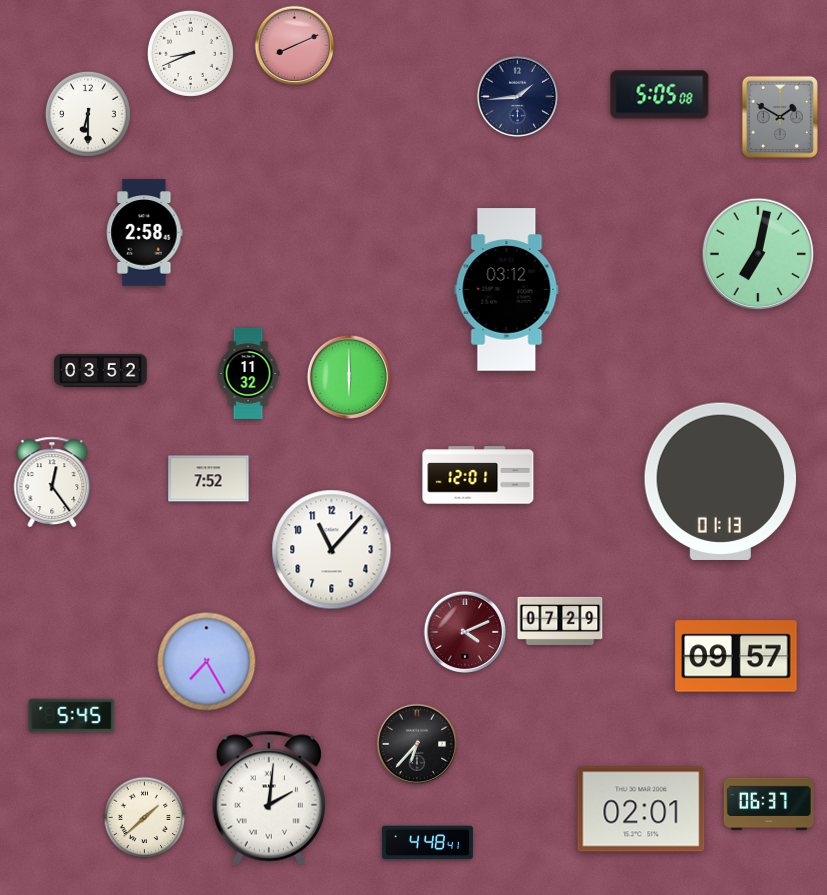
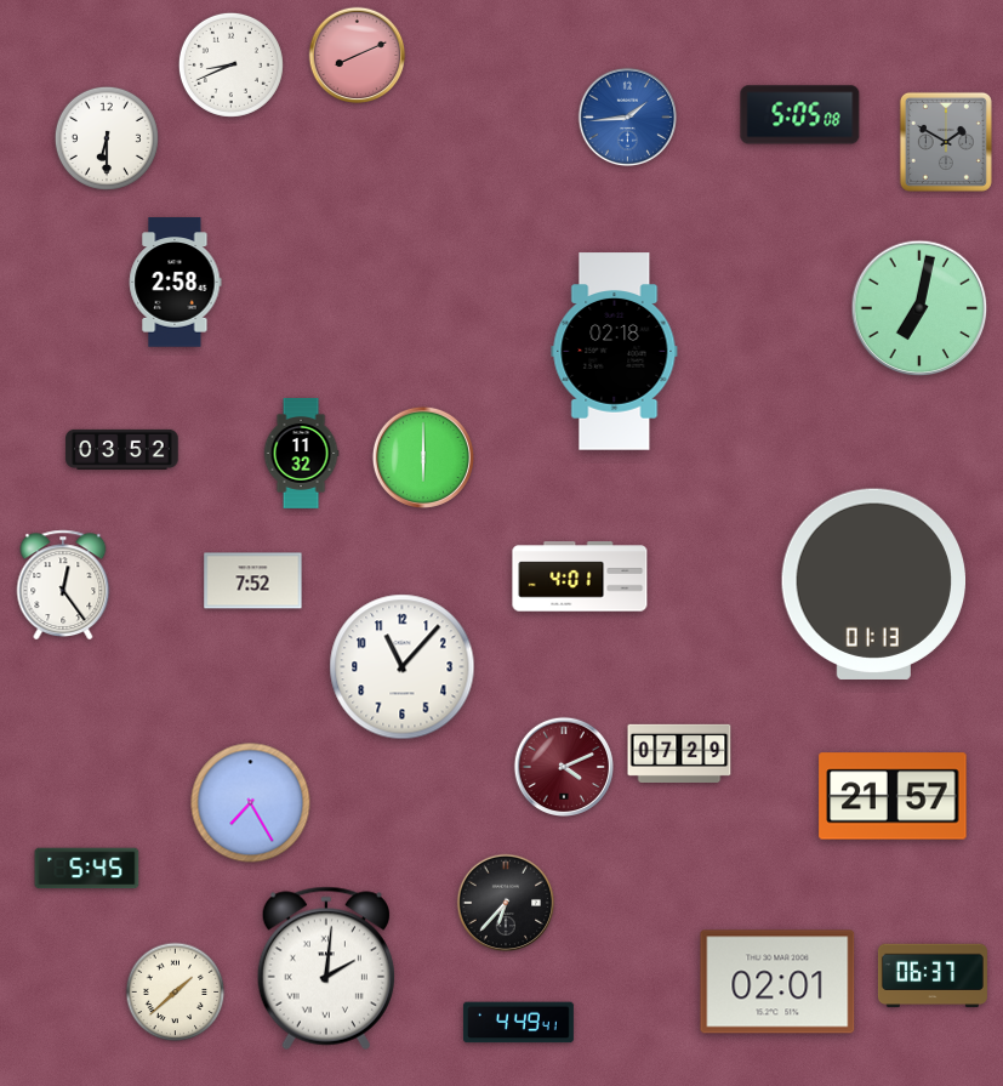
clock at (518, 97) dial: navy -> blue
clock at (507, 290): 03:12 -> 02:18
clock at (478, 475): 12:01 -> 4:01
clock at (736, 656): 09:57 -> 21:57
clock at (427, 843): 4:48 -> 4:49
